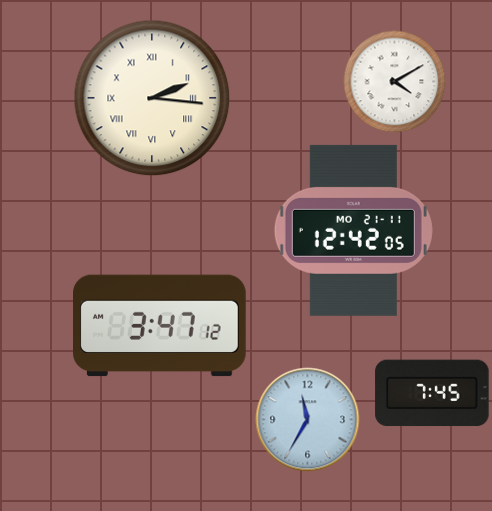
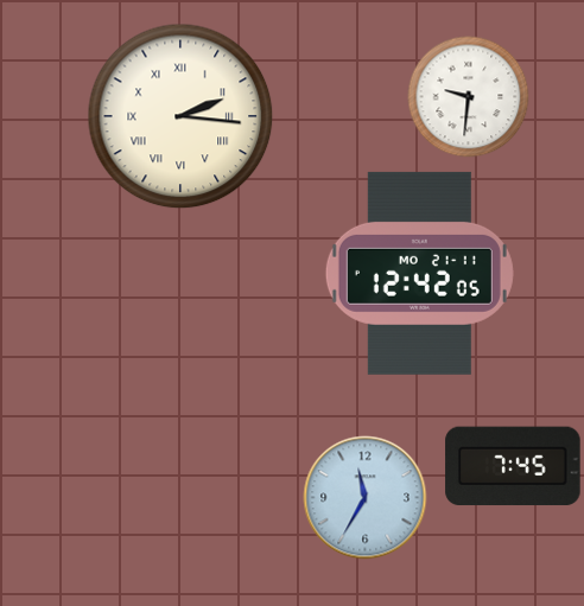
clock at (395, 82): 4:10 -> 9:31
clock at (160, 326): 3:47 -> none
